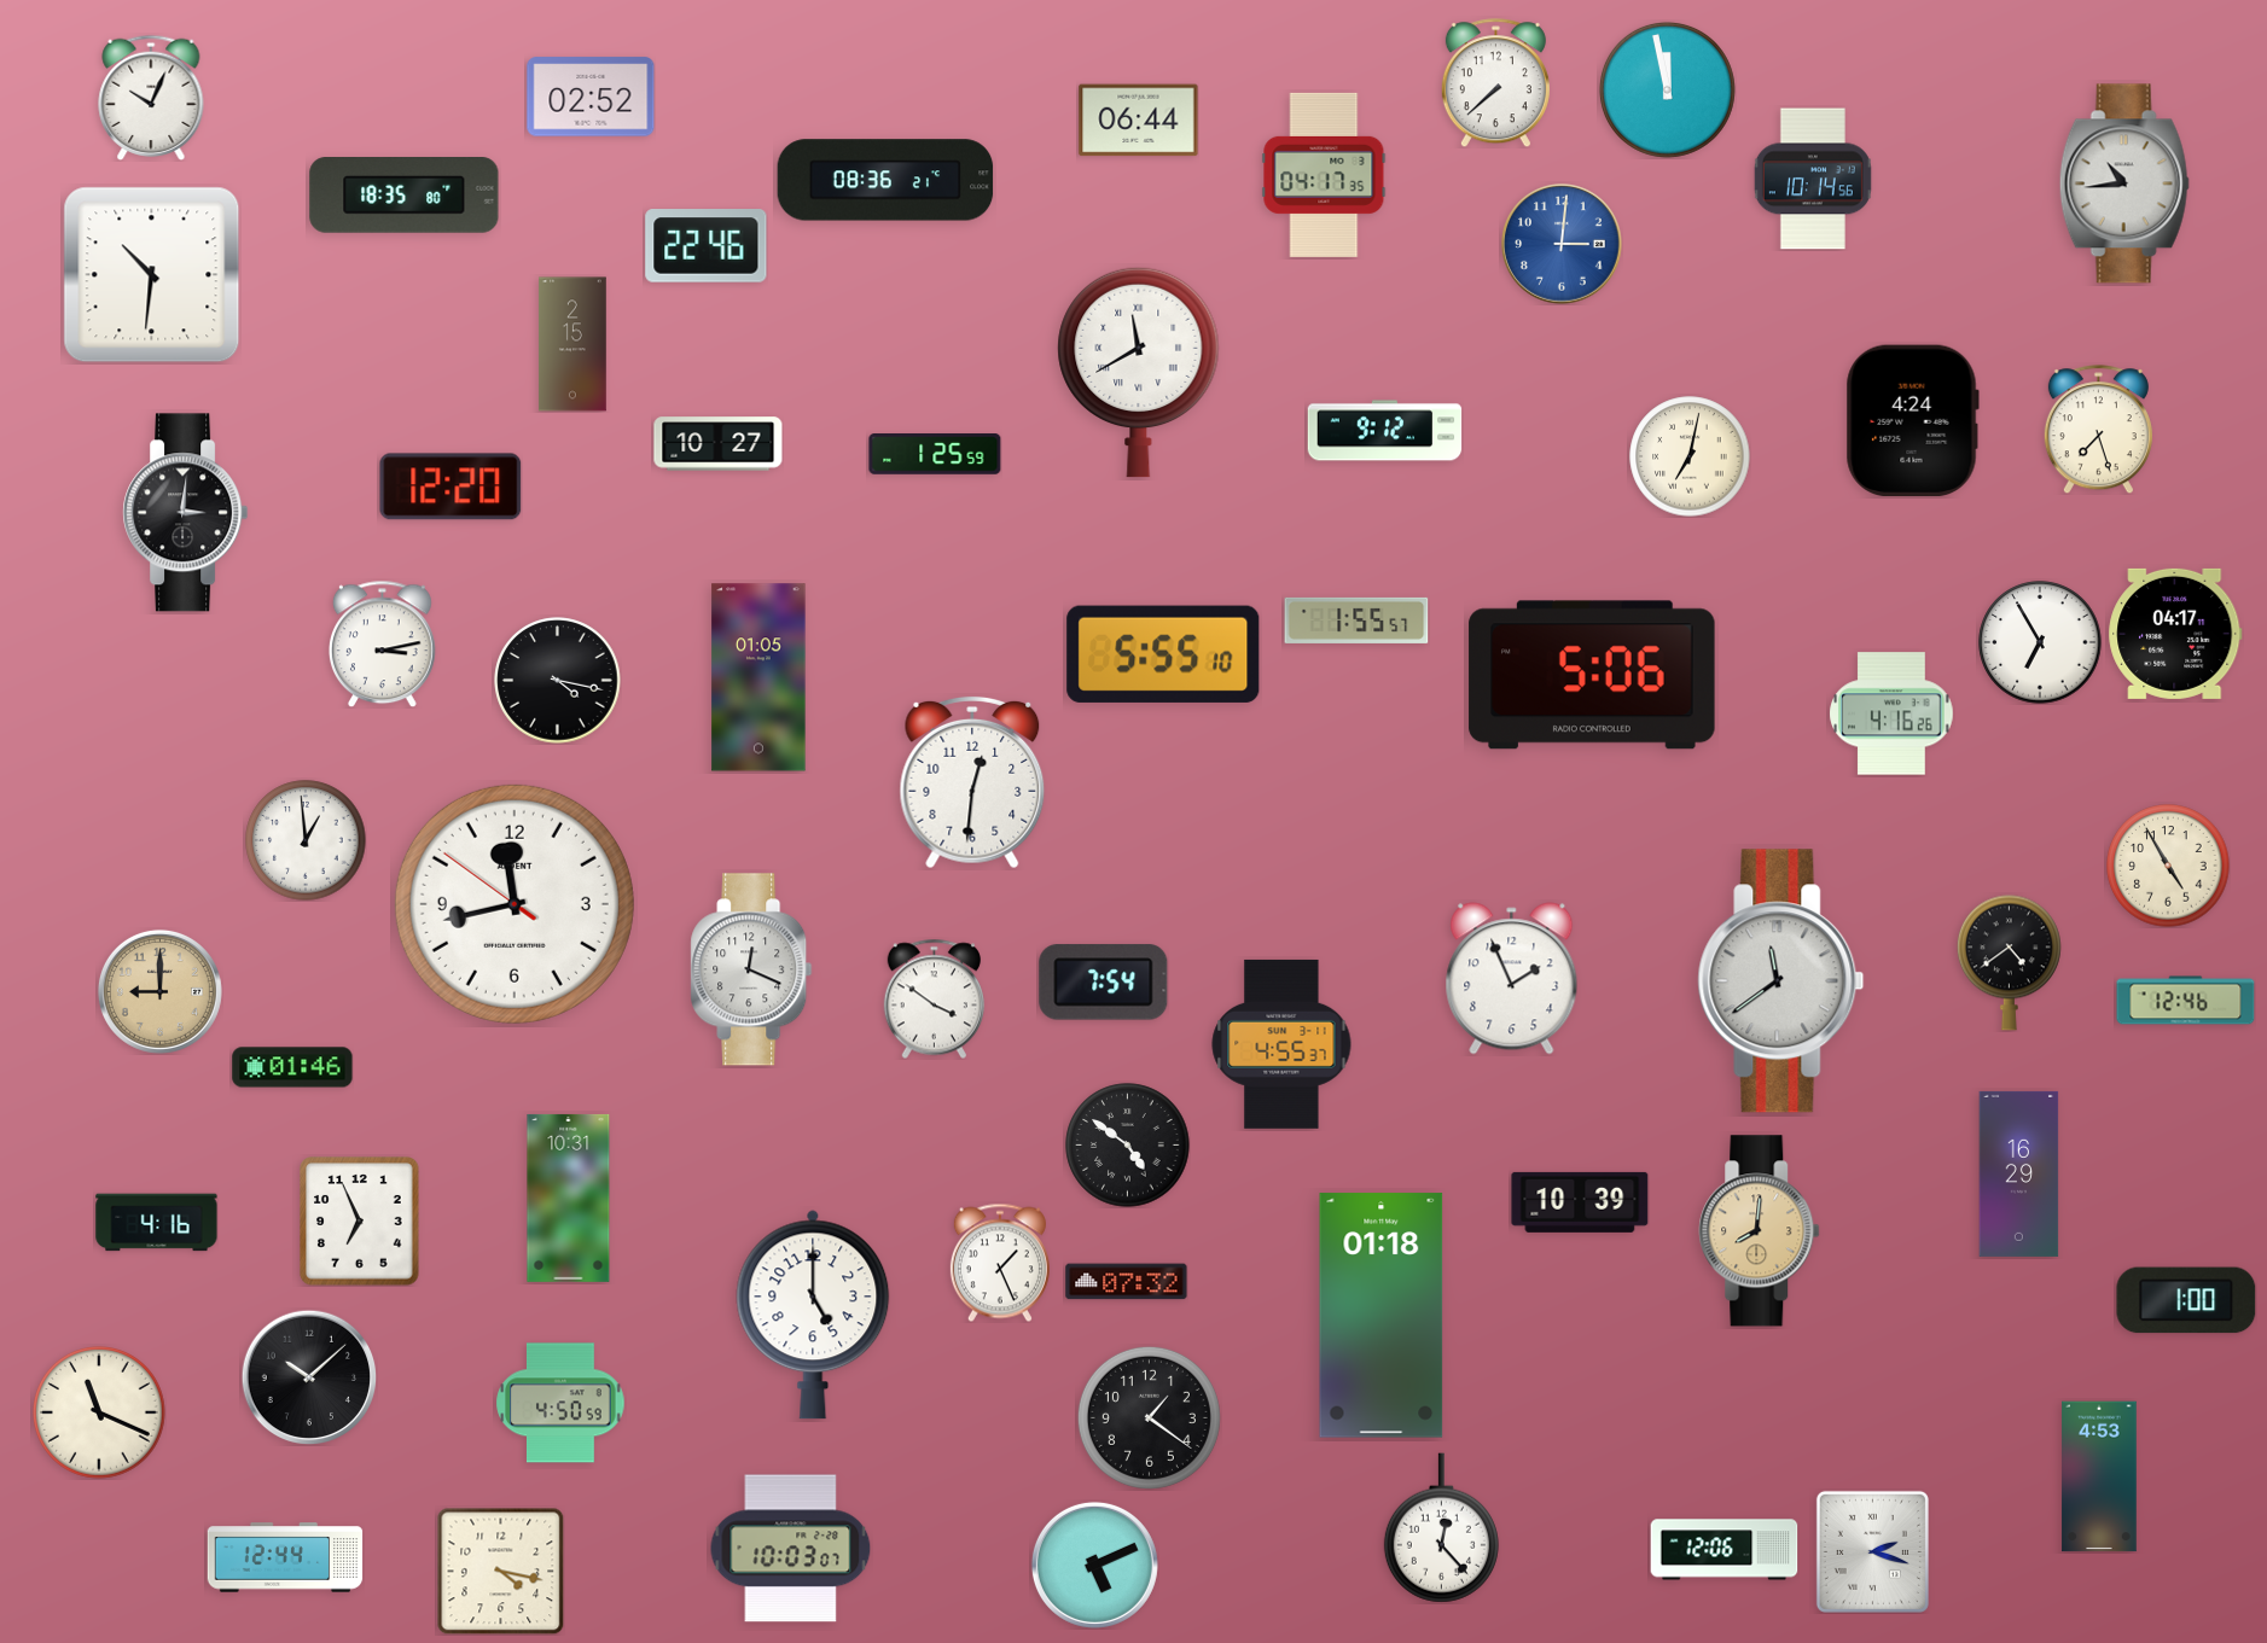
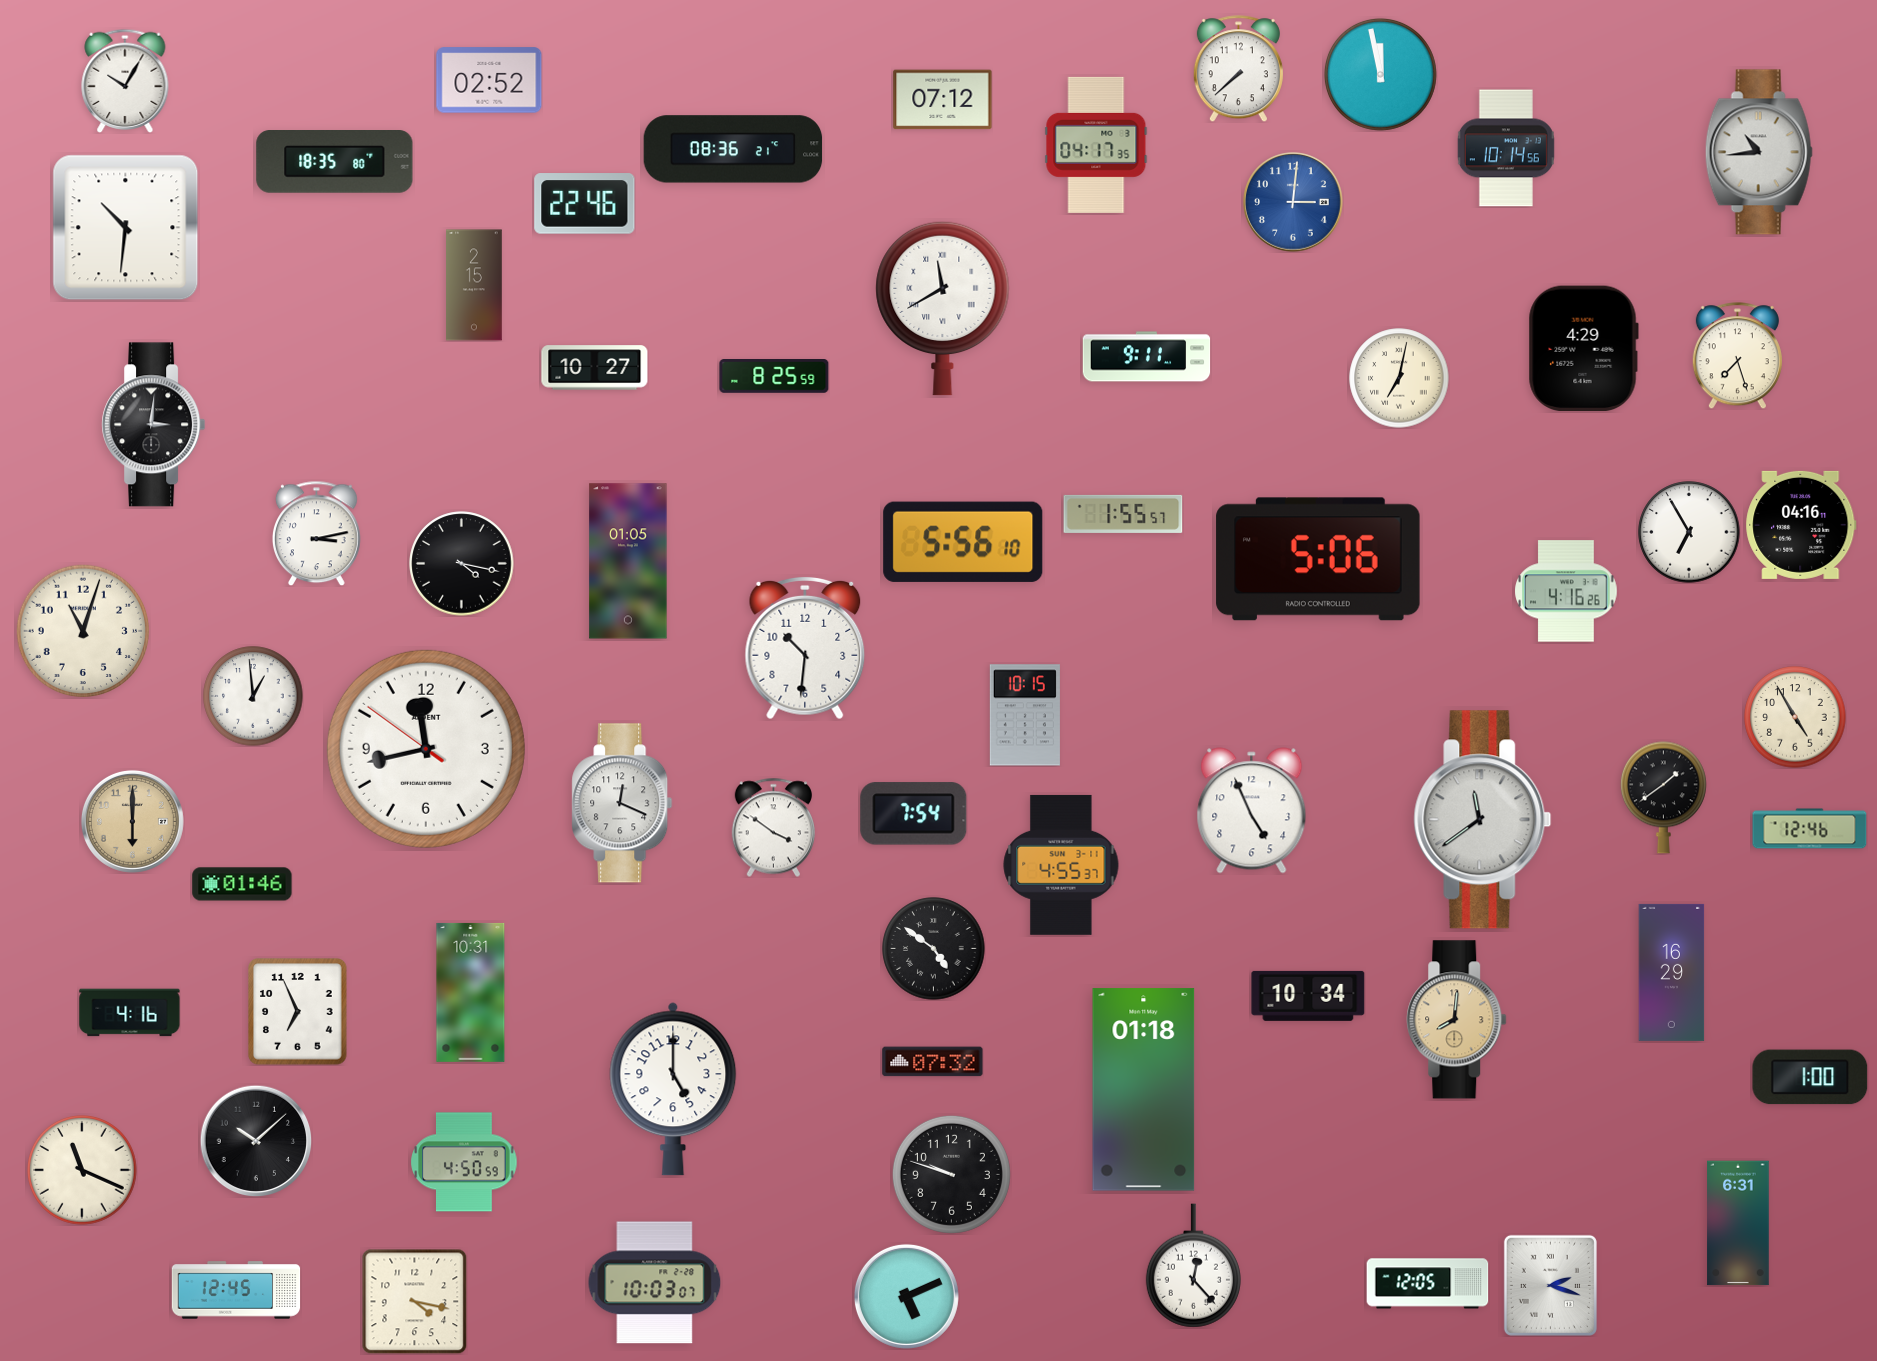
clock at (151, 97): 10:04 -> 10:05
clock at (1139, 121): 06:44 -> 07:12
clock at (1813, 179) position: (1813, 179) -> (1506, 148)
clock at (1912, 420): 4:24 -> 4:29
clock at (1385, 431): 9:12 -> 9:11
clock at (935, 455): 1:25 -> 8:25
clock at (451, 487): 12:20 -> none
clock at (2175, 634): 04:17 -> 04:16
clock at (1163, 654): 5:55 -> 5:56
clock at (83, 631): none -> 11:03
clock at (972, 782): 12:31 -> 10:31
clock at (1025, 715): none -> 10:15
clock at (2009, 962): 4:39 -> 1:39
clock at (1512, 979): 1:56 -> 4:56
clock at (1781, 981) position: (1781, 981) -> (1483, 820)
clock at (159, 991): 9:00 -> 6:00
clock at (1580, 1202): 10:39 -> 10:34
clock at (1000, 1263): 1:26 -> none
clock at (1149, 1417): 1:21 -> 9:48
clock at (2099, 1476): 4:53 -> 6:31
clock at (1725, 1550): 12:06 -> 12:05
clock at (285, 1557): 12:44 -> 12:45
